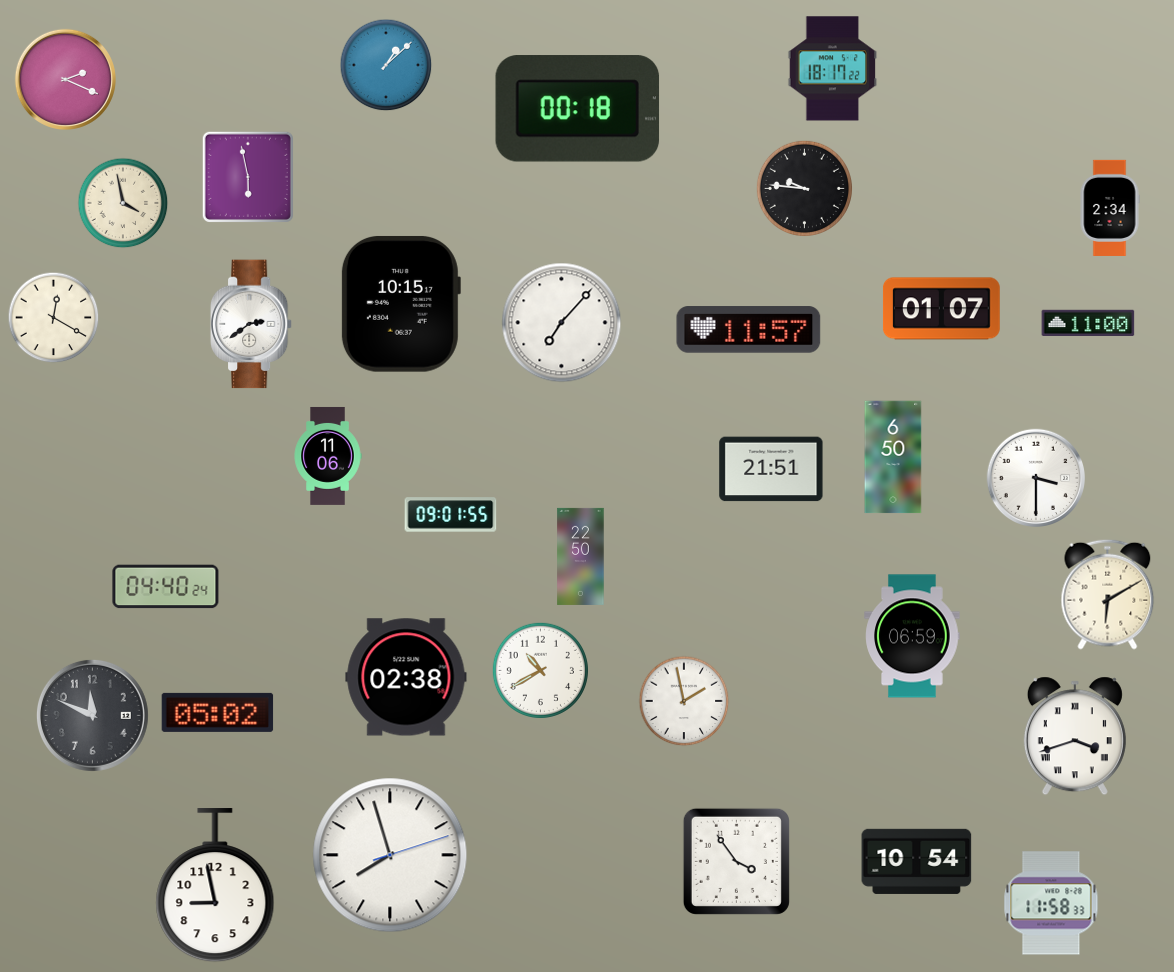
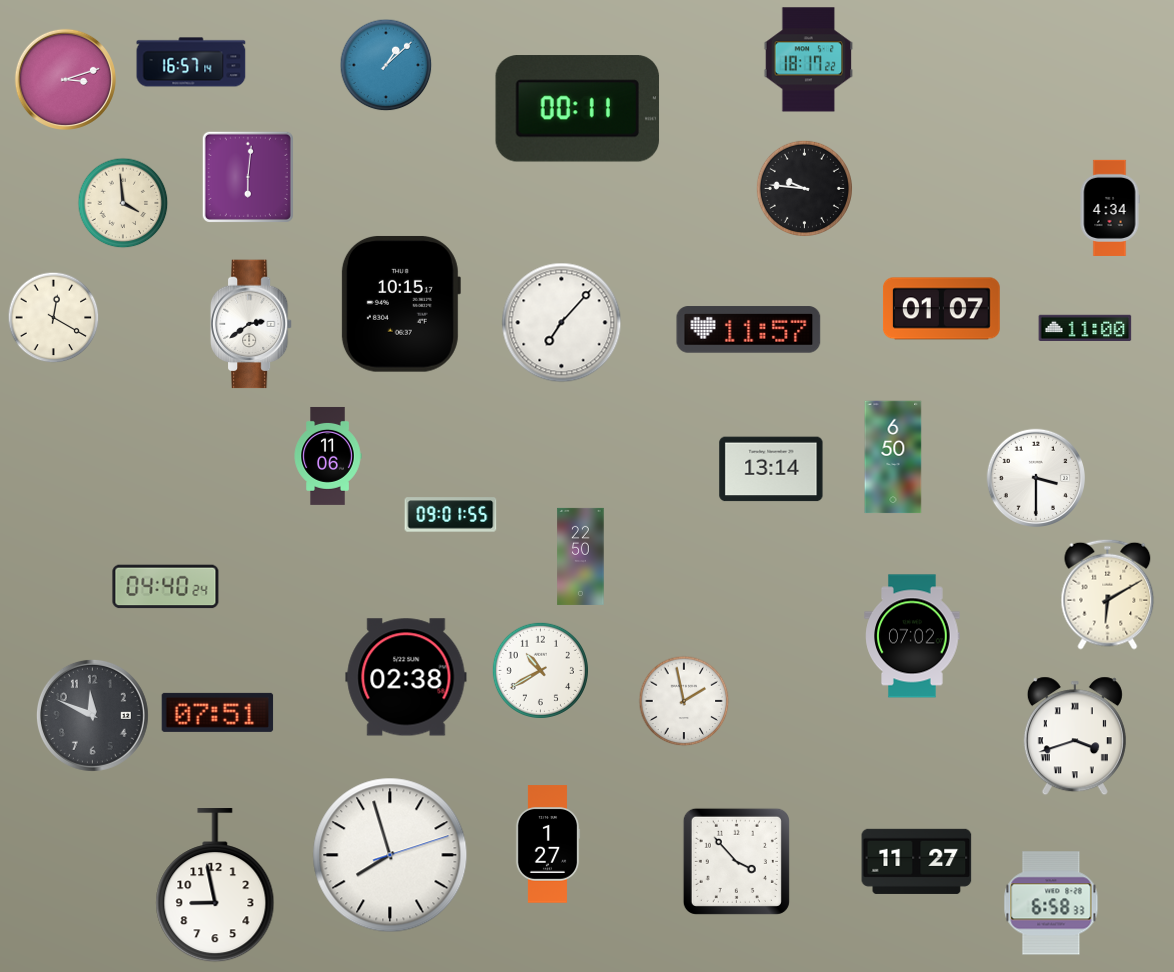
clock at (191, 62): none -> 16:57
clock at (833, 69) position: (833, 69) -> (809, 60)
clock at (65, 79): 2:19 -> 3:12
clock at (578, 109): 00:18 -> 00:11
clock at (248, 177): 5:58 -> 6:01
clock at (123, 203): 3:58 -> 3:59
clock at (1110, 208): 2:34 -> 4:34
clock at (1088, 323) position: (1088, 323) -> (1085, 328)
clock at (771, 469): 21:51 -> 13:14
clock at (912, 636): 06:59 -> 07:02
clock at (218, 712): 05:02 -> 07:51
clock at (548, 844): none -> 1:27
clock at (736, 861): 3:54 -> 3:53
clock at (917, 861): 10:54 -> 11:27
clock at (1051, 903): 11:58 -> 6:58
